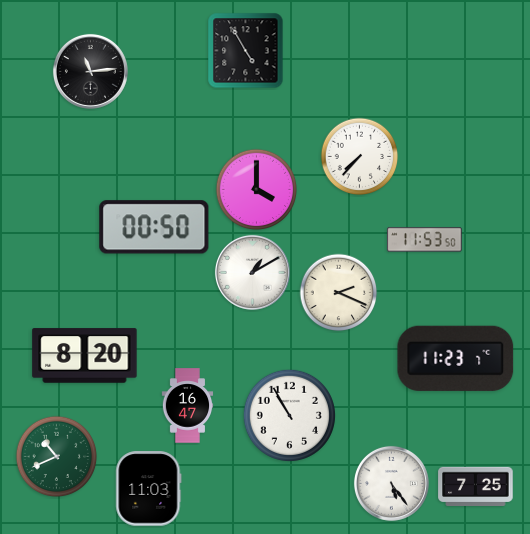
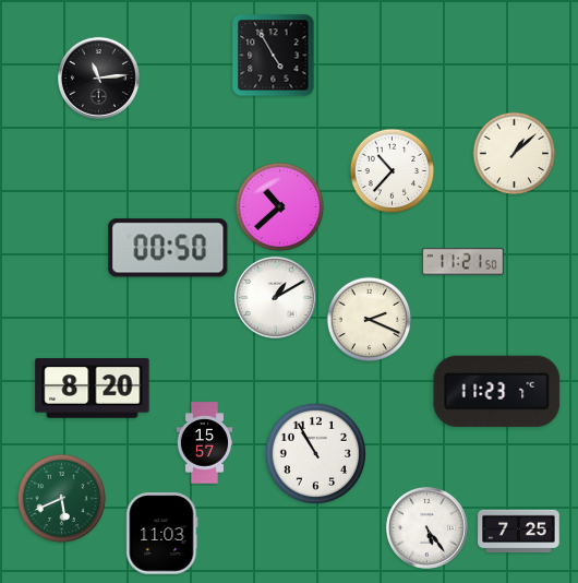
clock at (246, 51) position: (246, 51) -> (274, 56)
clock at (515, 154): none -> 1:08
clock at (360, 157): 7:37 -> 10:37
clock at (257, 190): 4:00 -> 10:38
clock at (425, 240): 11:53 -> 11:21
clock at (188, 406): 16:47 -> 15:57
clock at (57, 457): 10:41 -> 5:41
